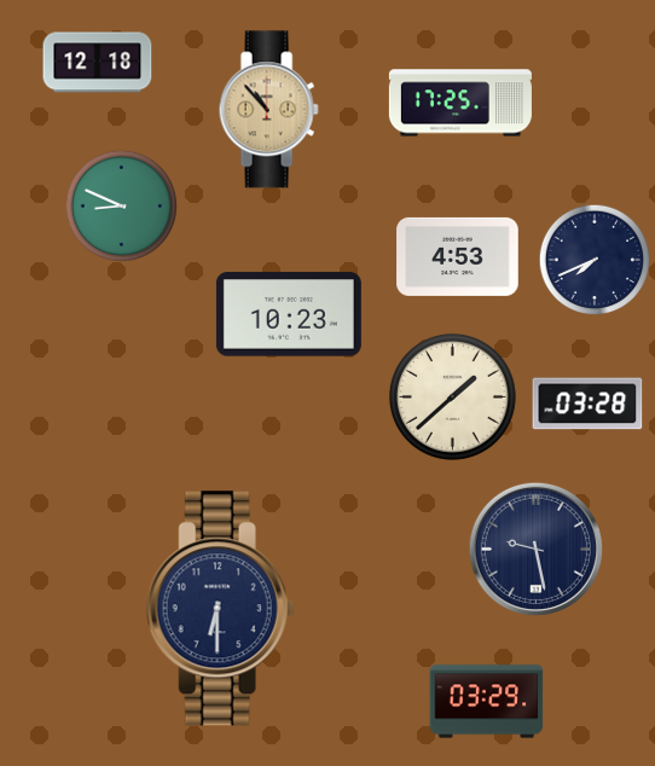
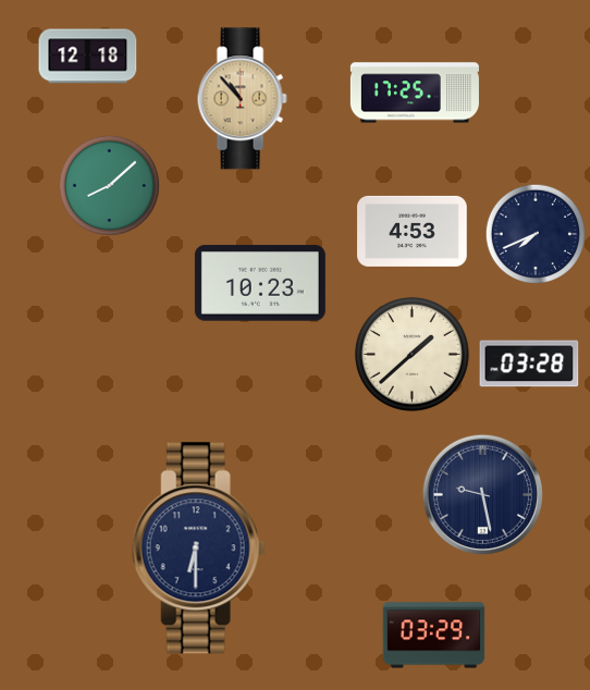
clock at (122, 207): 8:49 -> 8:08
clock at (452, 396) position: (452, 396) -> (411, 354)
clock at (487, 702) position: (487, 702) -> (434, 636)
